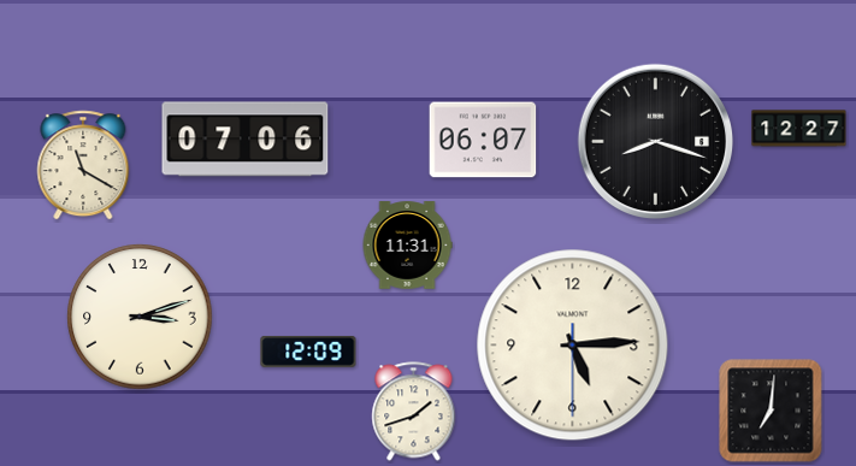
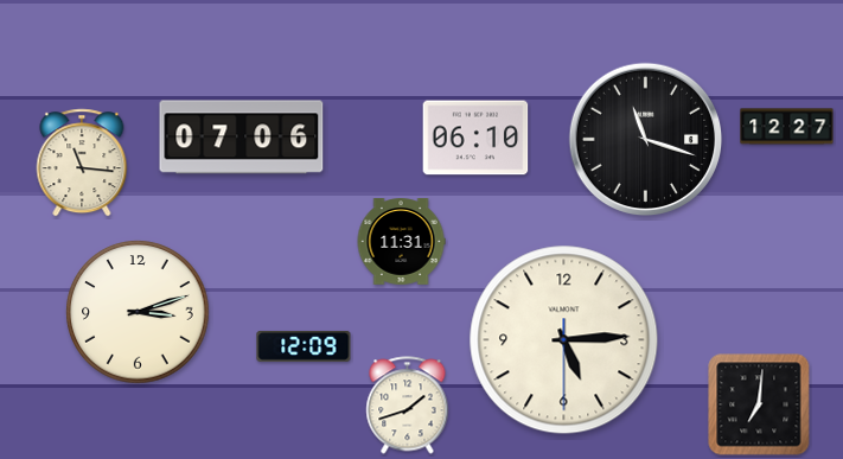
clock at (483, 140): 06:07 -> 06:10
clock at (656, 142): 8:18 -> 11:18
clock at (83, 165): 11:20 -> 11:16
